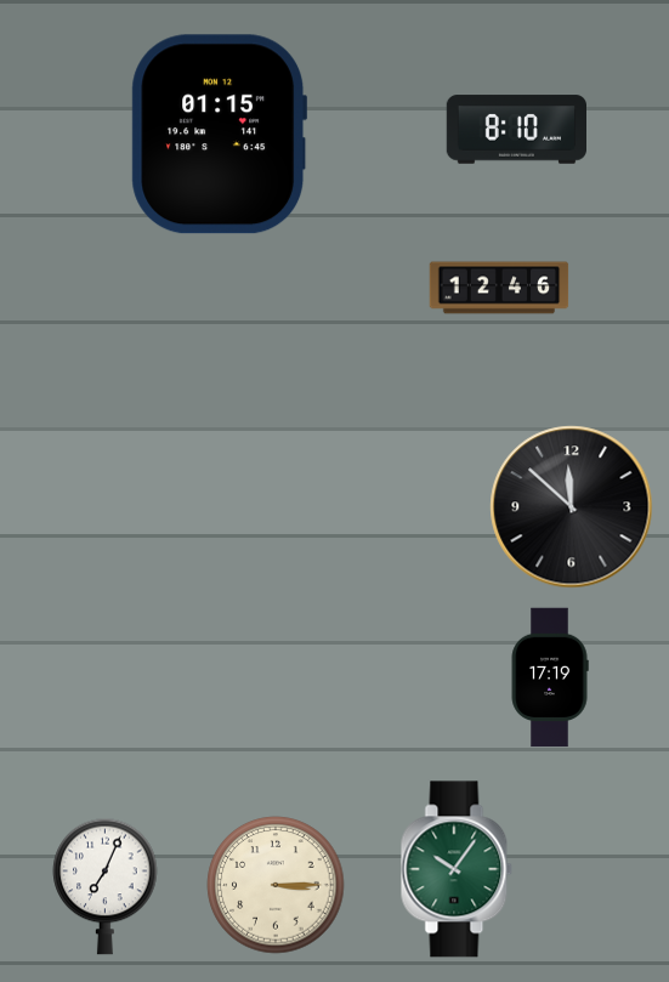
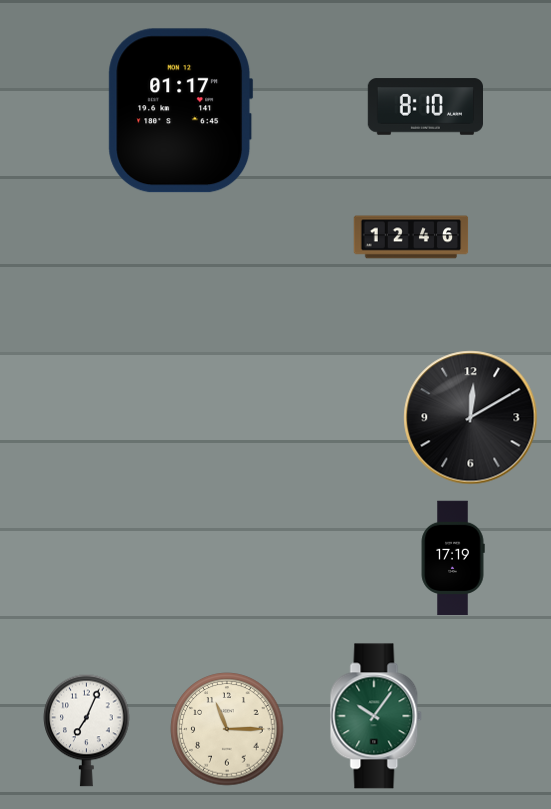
clock at (220, 135): 01:15 -> 01:17
clock at (572, 507): 11:52 -> 12:10
clock at (276, 885): 3:15 -> 11:15
